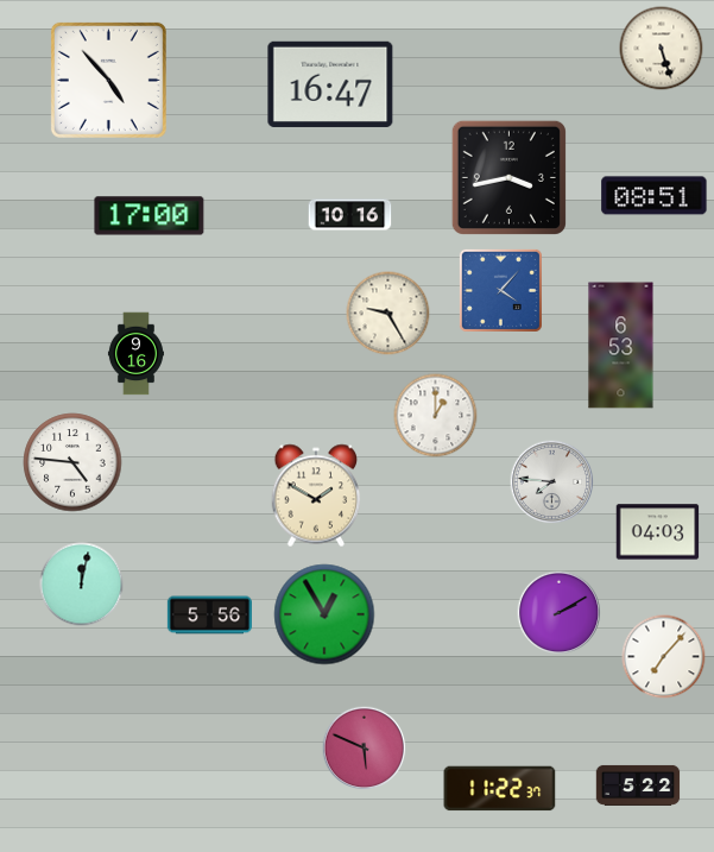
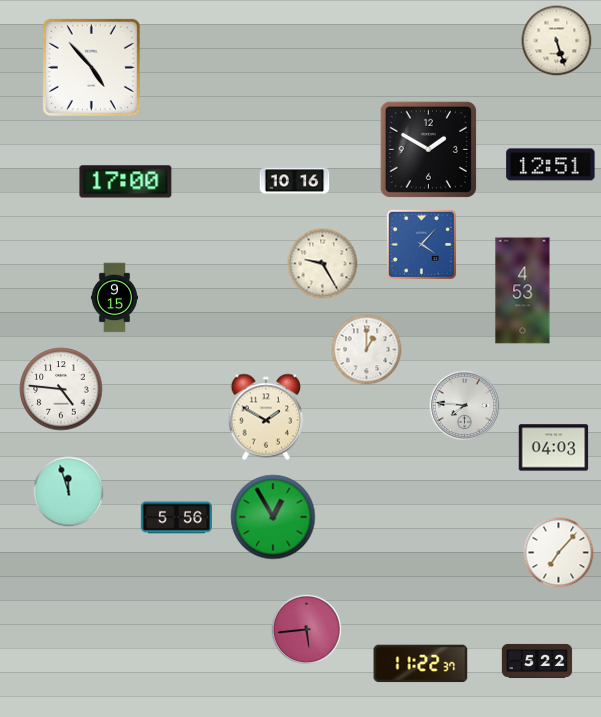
clock at (330, 84): 16:47 -> none
clock at (508, 177): 3:43 -> 1:50
clock at (655, 196): 08:51 -> 12:51
clock at (388, 314) position: (388, 314) -> (323, 264)
clock at (621, 346): 6:53 -> 4:53
clock at (135, 354): 9:16 -> 9:15
clock at (82, 585): 12:02 -> 11:57
clock at (560, 613): 2:10 -> none
clock at (365, 749): 5:49 -> 5:44
